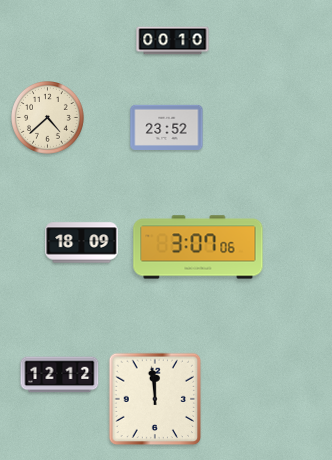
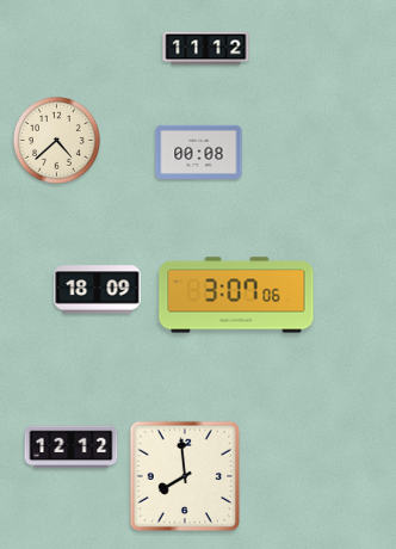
clock at (173, 41): 00:10 -> 11:12
clock at (167, 127): 23:52 -> 00:08
clock at (155, 399): 11:59 -> 7:59
